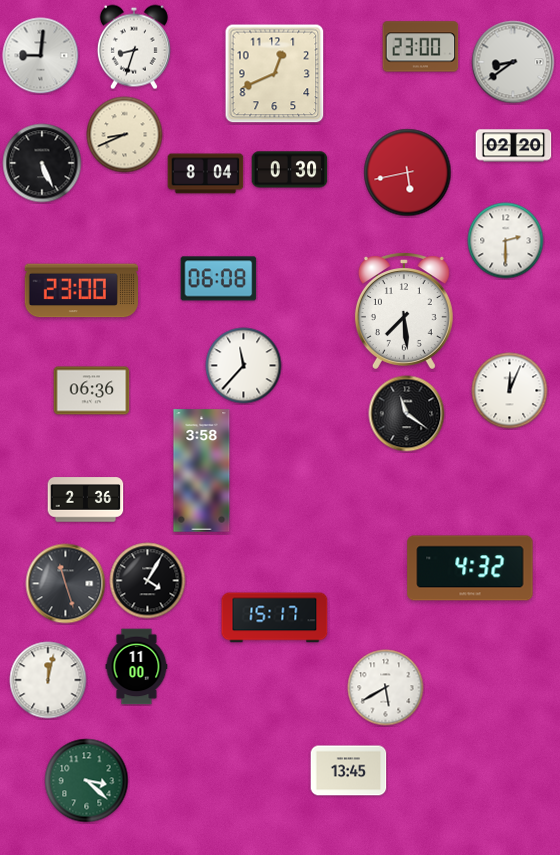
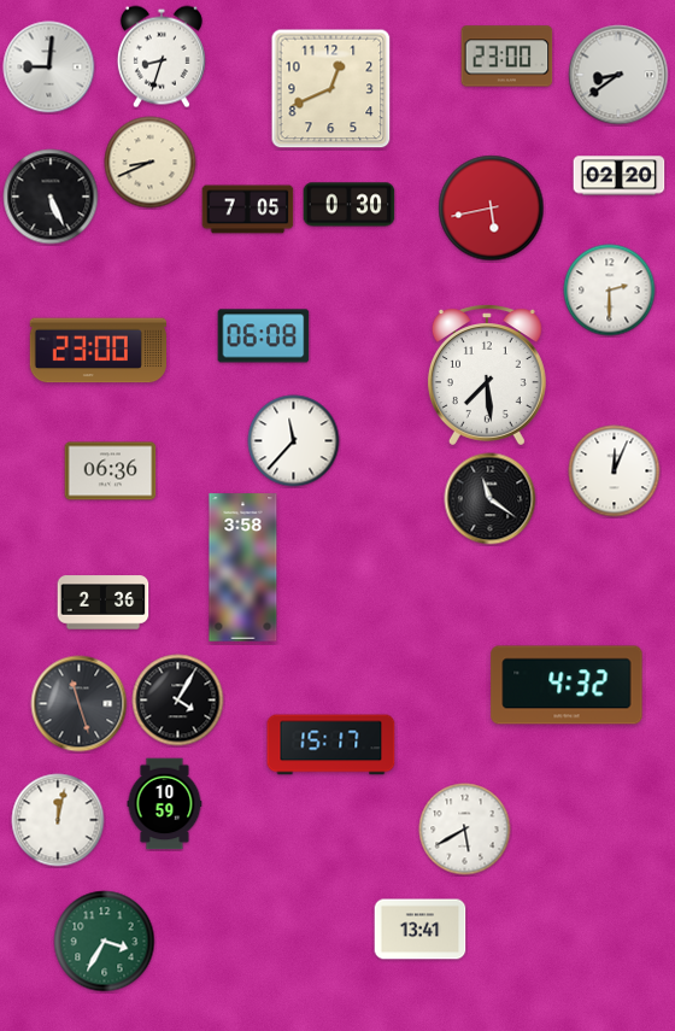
clock at (206, 174): 8:04 -> 7:05
clock at (137, 667): 11:00 -> 10:59
clock at (349, 771): 13:45 -> 13:41
clock at (87, 781): 3:22 -> 3:35
